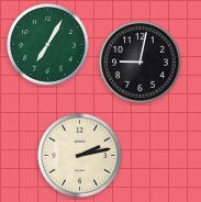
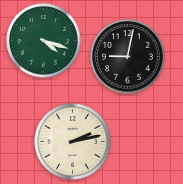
clock at (48, 45): 7:05 -> 4:18
